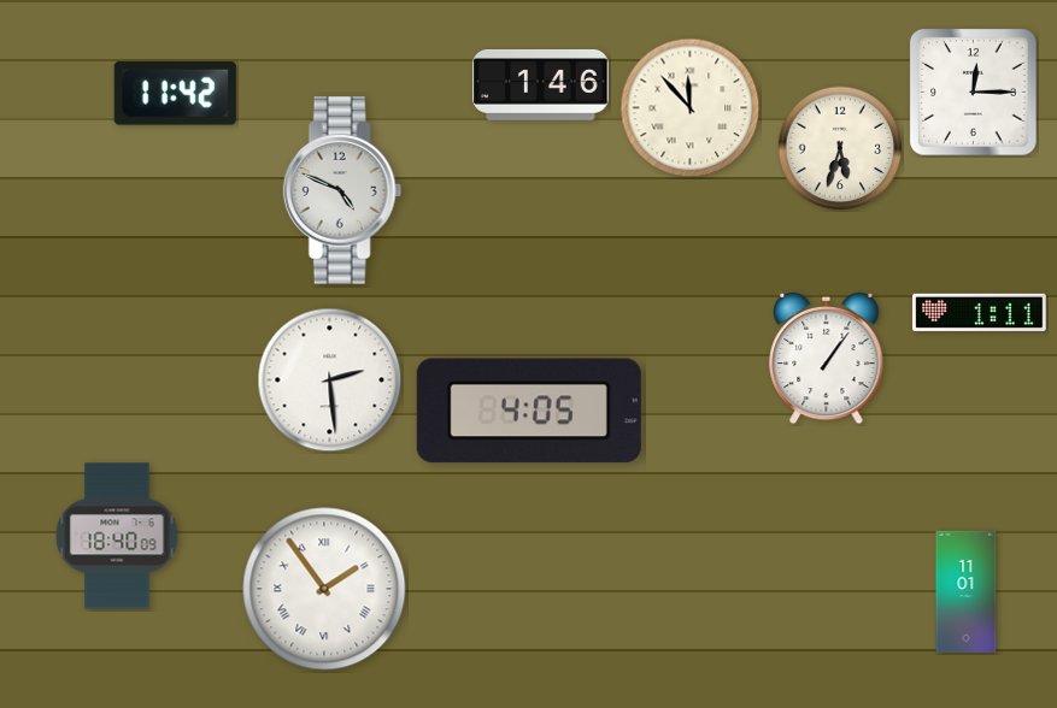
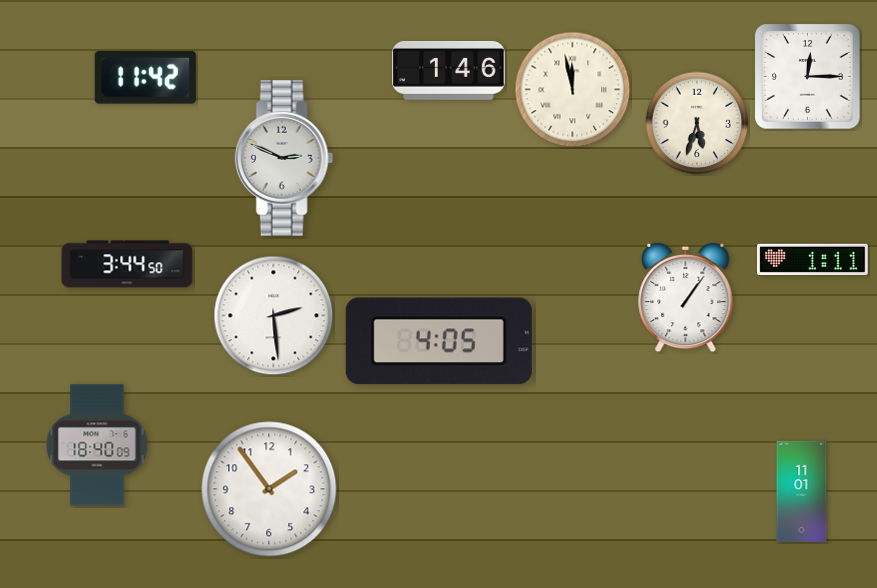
clock at (691, 108): 11:53 -> 11:58
clock at (342, 190): 4:49 -> 2:49
clock at (127, 264): none -> 3:44
clock at (324, 589) numerals: Roman -> Arabic
